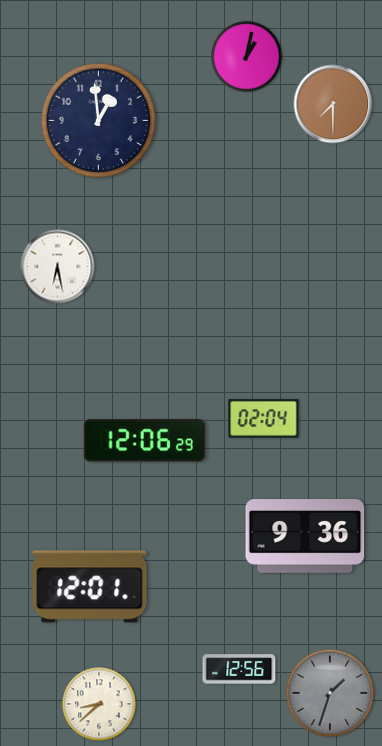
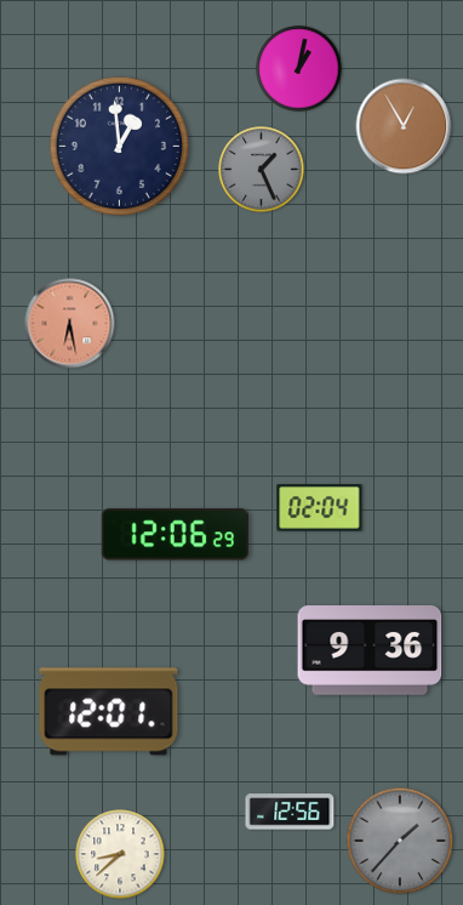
clock at (333, 104): 7:30 -> 12:55
clock at (262, 170): none -> 1:26
clock at (58, 267) dial: white -> salmon
clock at (330, 693): 1:33 -> 1:37
